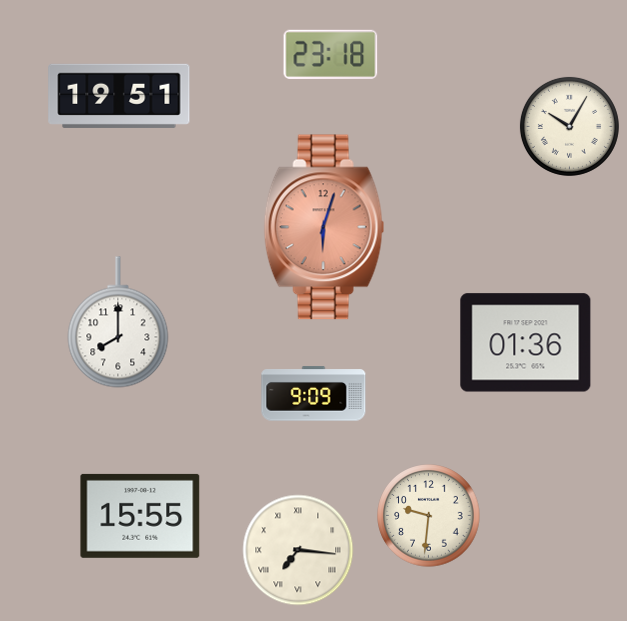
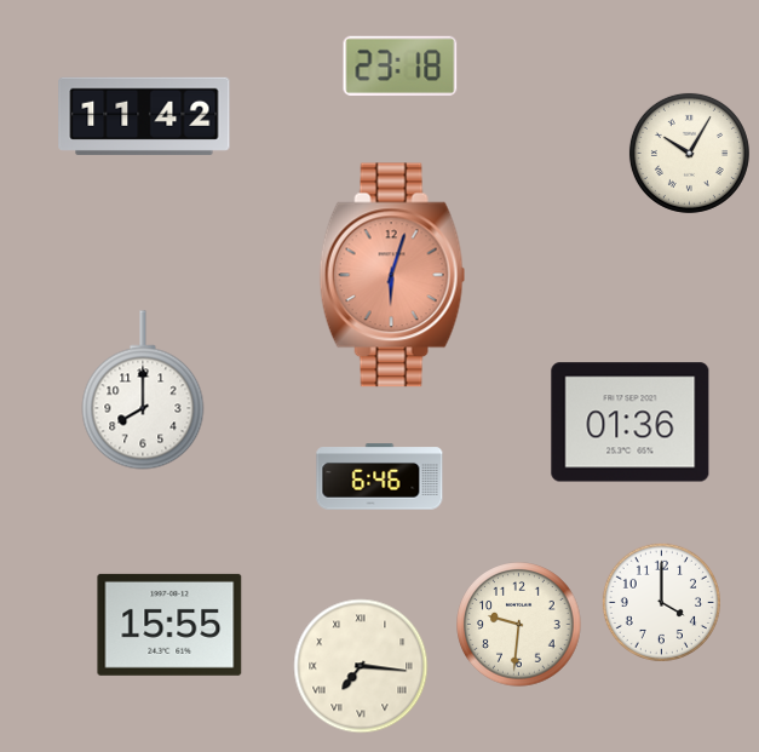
clock at (119, 96): 19:51 -> 11:42
clock at (526, 343) position: (526, 343) -> (631, 423)
clock at (314, 394): 9:09 -> 6:46
clock at (661, 602): none -> 4:00
